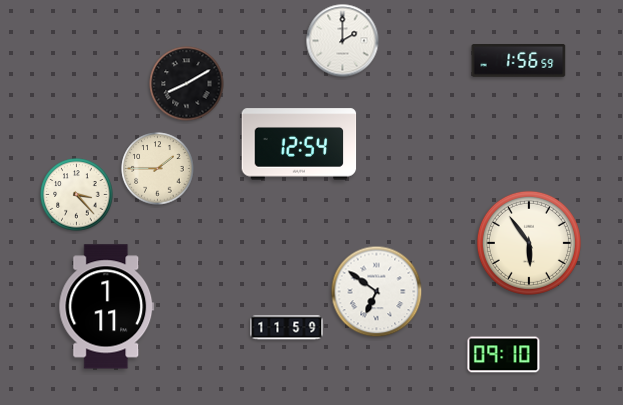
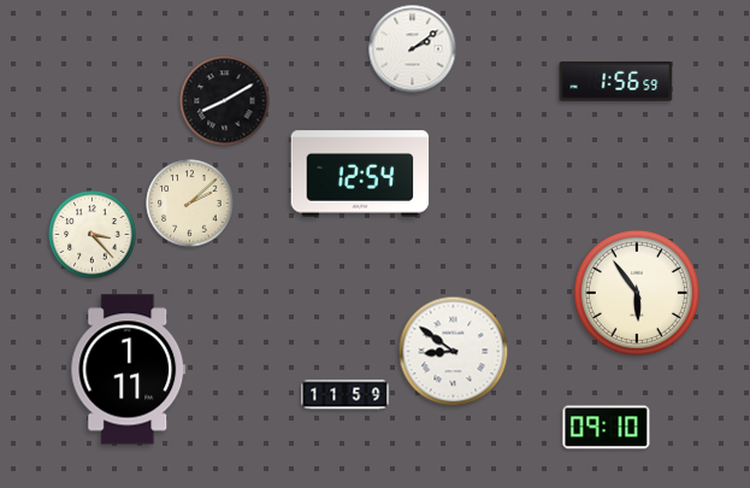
clock at (343, 41): 2:00 -> 2:09
clock at (519, 61) position: (519, 61) -> (616, 82)
clock at (158, 169): 1:45 -> 2:08
clock at (377, 292): 6:51 -> 8:51
